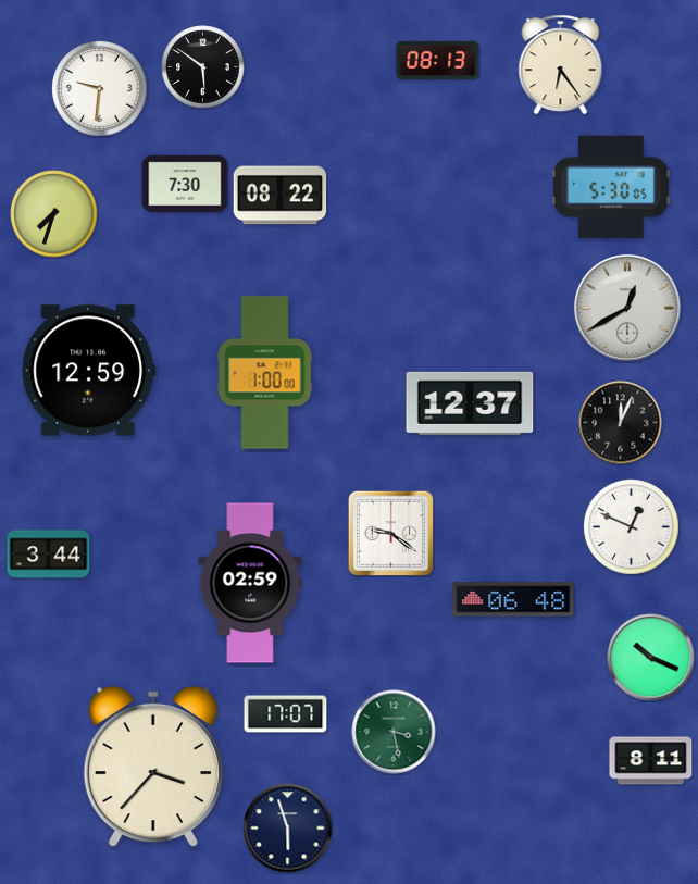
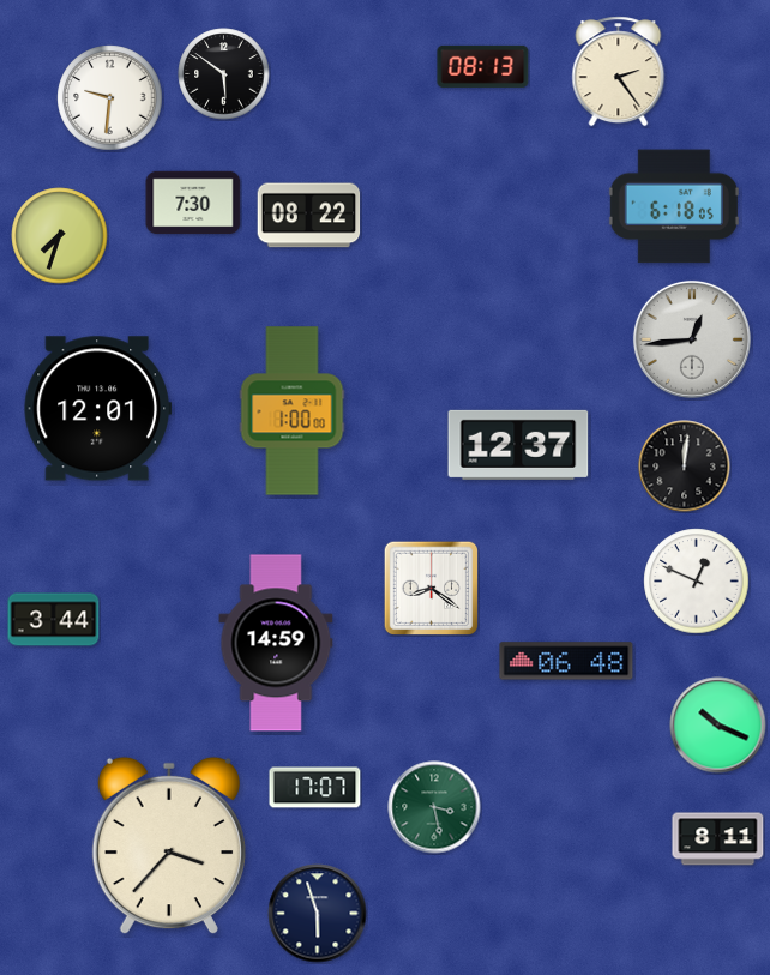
clock at (561, 65): 6:24 -> 2:24
clock at (185, 184) position: (185, 184) -> (193, 203)
clock at (611, 187): 5:30 -> 6:18
clock at (627, 308): 12:40 -> 12:44
clock at (88, 371): 12:59 -> 12:01
clock at (621, 423): 12:04 -> 12:01
clock at (390, 533): 9:21 -> 8:21
clock at (49, 555) position: (49, 555) -> (54, 620)
clock at (250, 583): 02:59 -> 14:59
